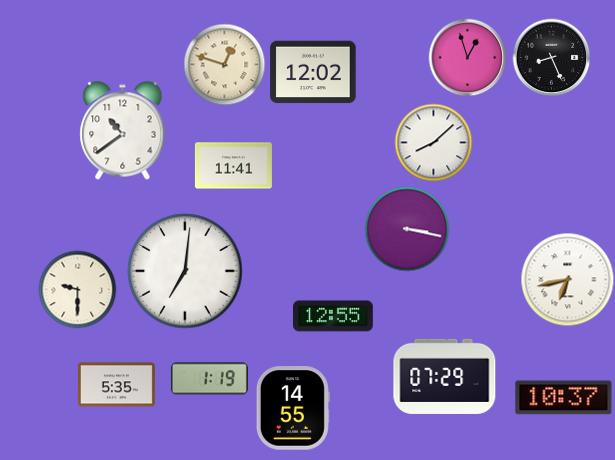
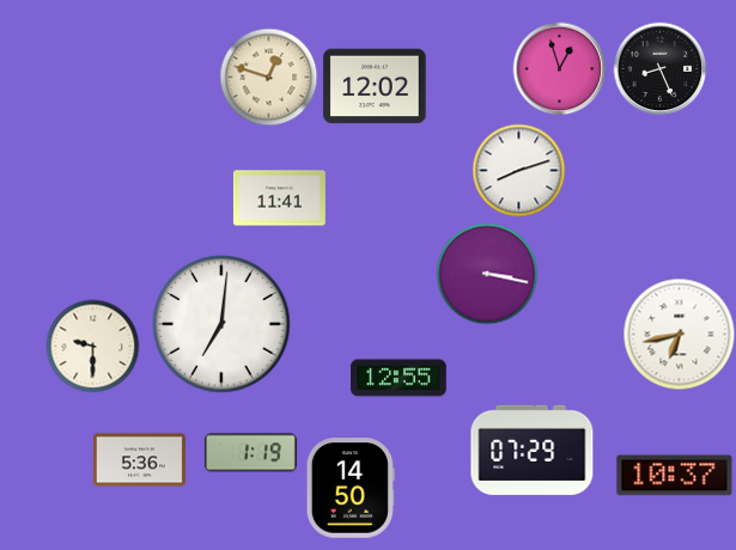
clock at (123, 131): 10:39 -> none
clock at (433, 142): 8:08 -> 8:12
clock at (116, 385): 5:35 -> 5:36
clock at (293, 408): 14:55 -> 14:50
